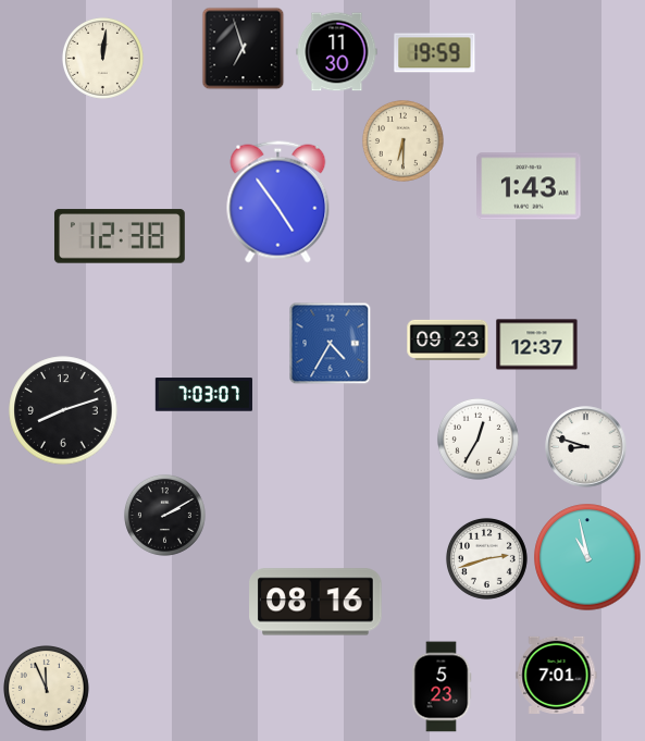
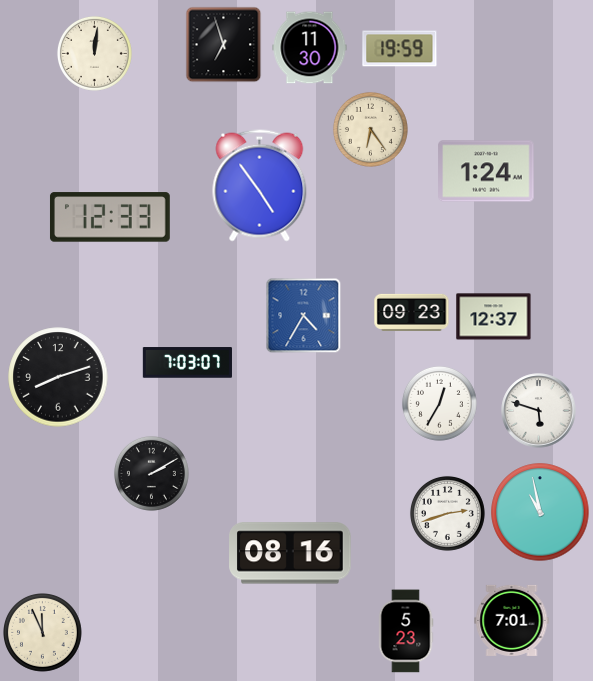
clock at (402, 140): 6:30 -> 6:24
clock at (529, 186): 1:43 -> 1:24
clock at (278, 202) position: (278, 202) -> (260, 186)
clock at (120, 236): 12:38 -> 12:33
clock at (586, 447): 8:48 -> 5:48
